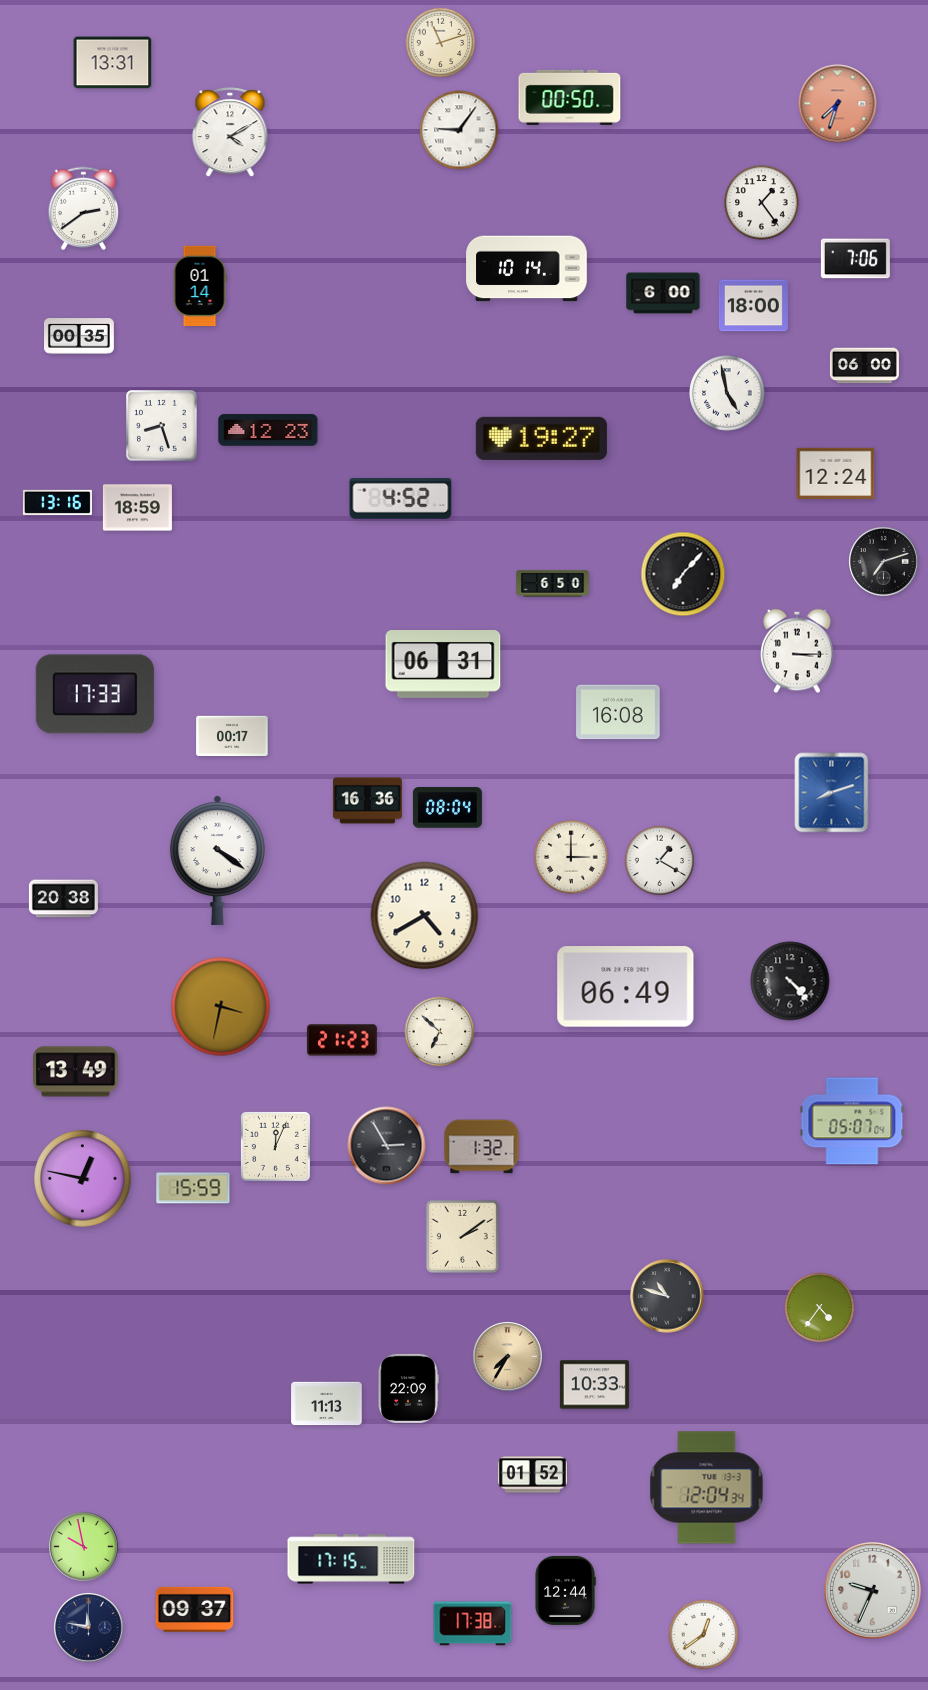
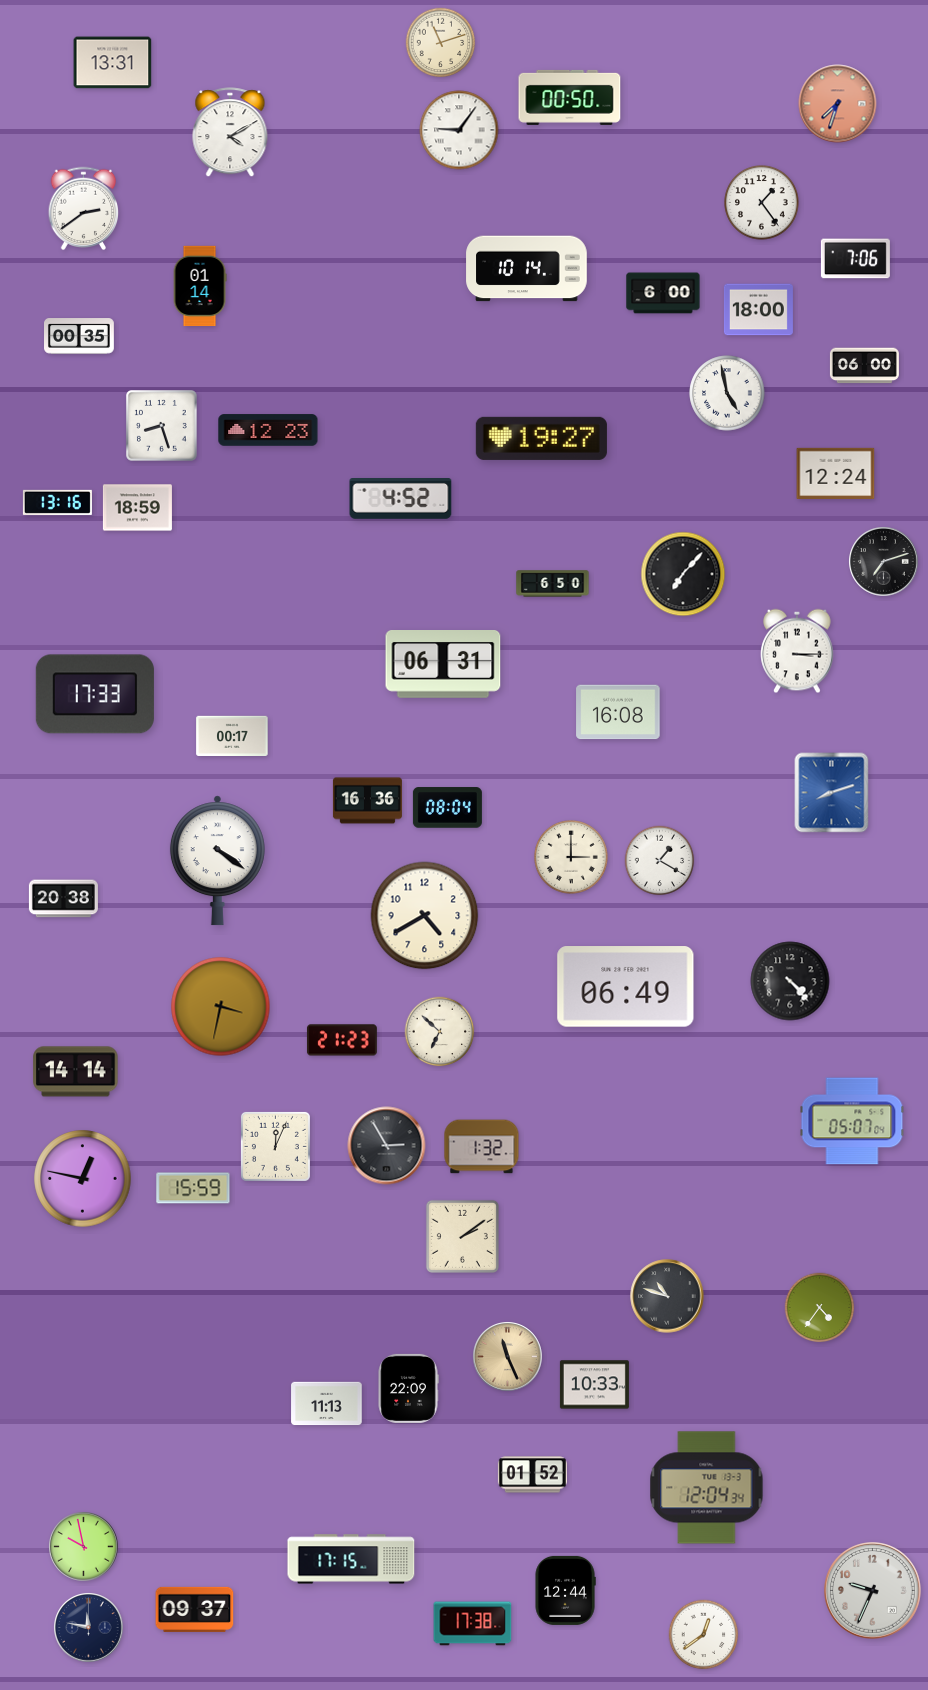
clock at (753, 306) position: (753, 306) -> (758, 310)
clock at (76, 1072): 13:49 -> 14:14
clock at (508, 1357): 7:35 -> 11:26
